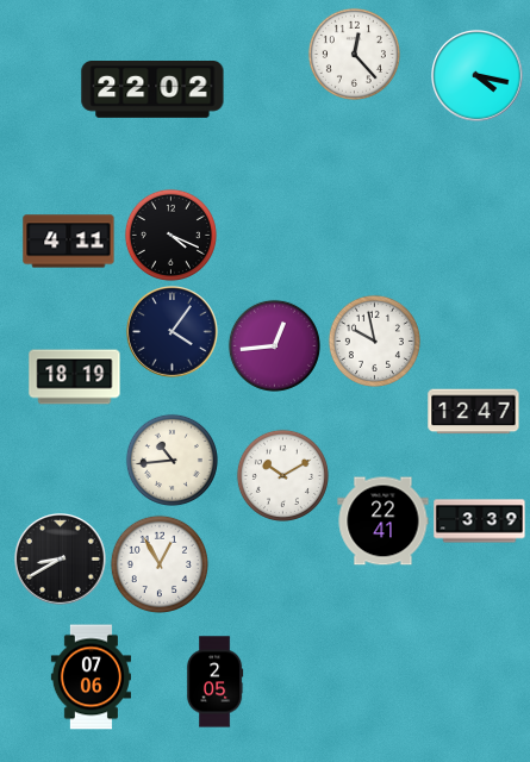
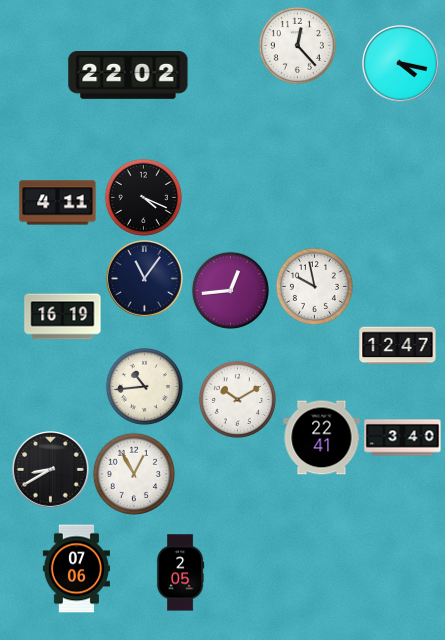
clock at (173, 332): 4:06 -> 11:06
clock at (75, 377): 18:19 -> 16:19
clock at (480, 521): 3:39 -> 3:40
